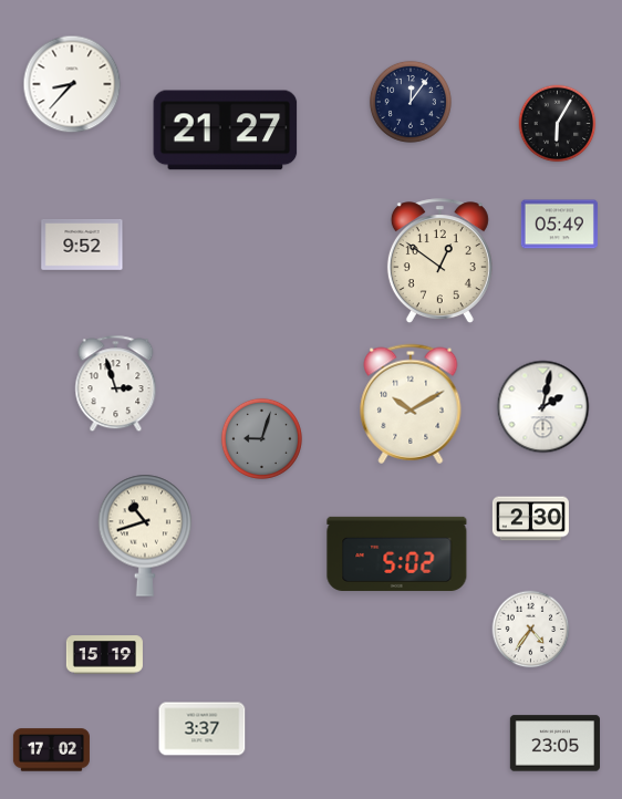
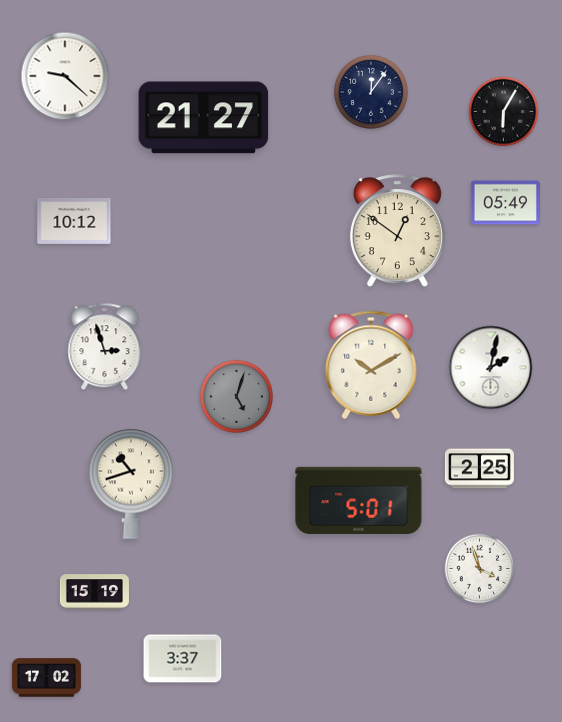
clock at (72, 84): 8:37 -> 9:22
clock at (82, 245): 9:52 -> 10:12
clock at (439, 261) position: (439, 261) -> (397, 231)
clock at (261, 438): 9:03 -> 5:03
clock at (530, 519): 2:30 -> 2:25
clock at (397, 553): 5:02 -> 5:01
clock at (531, 630): 4:36 -> 3:57
clock at (554, 744): 23:05 -> none
